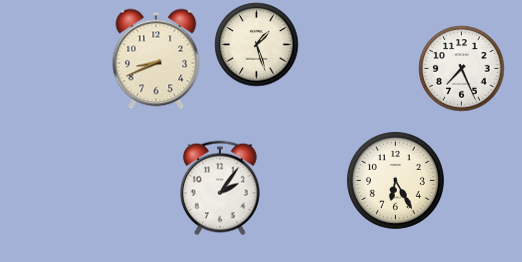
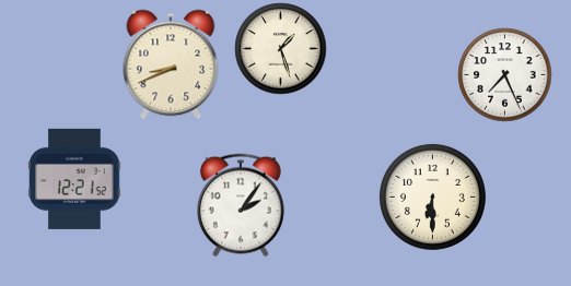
clock at (74, 179): none -> 12:21
clock at (395, 180): 6:25 -> 6:30
